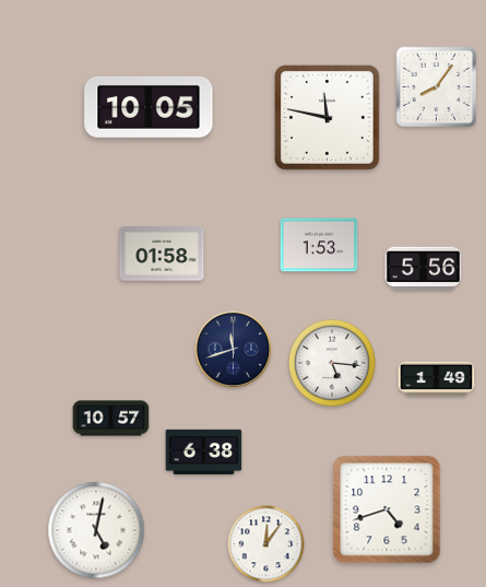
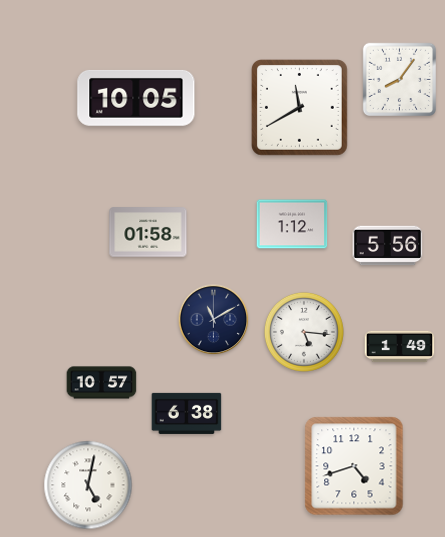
clock at (328, 118): 11:47 -> 11:40
clock at (319, 245): 1:53 -> 1:12
clock at (234, 350): 11:42 -> 11:10
clock at (266, 544): 12:06 -> none
